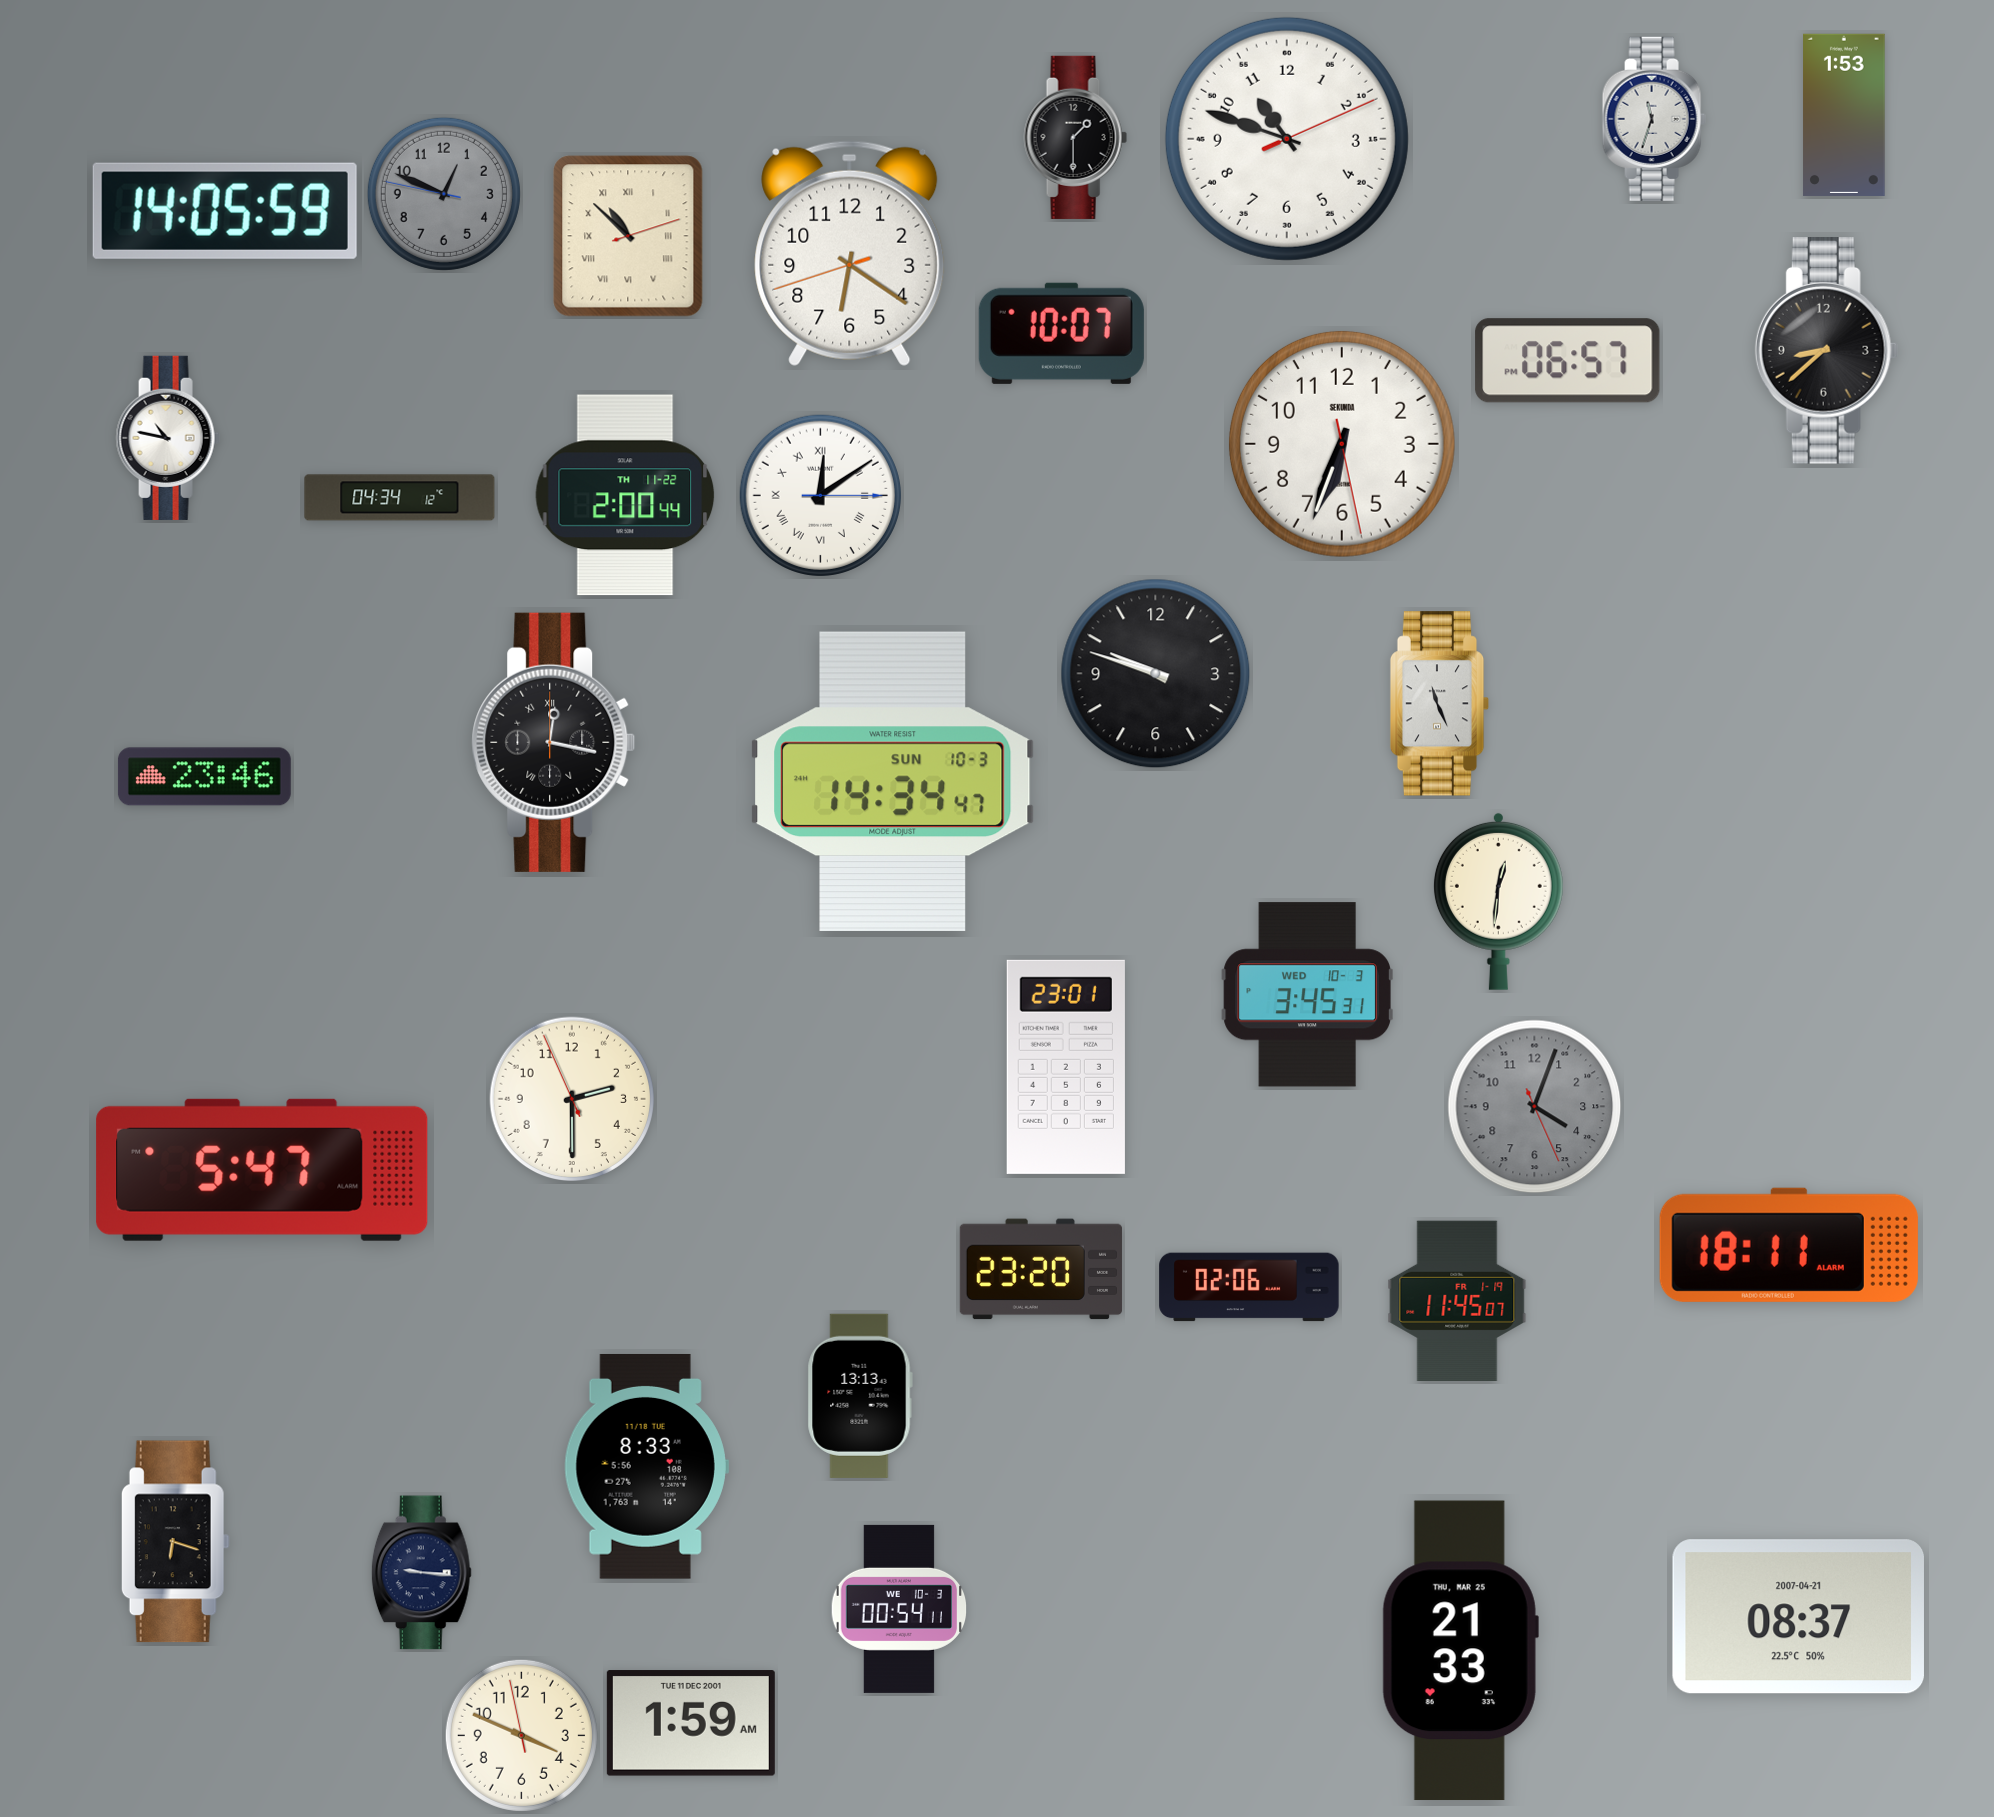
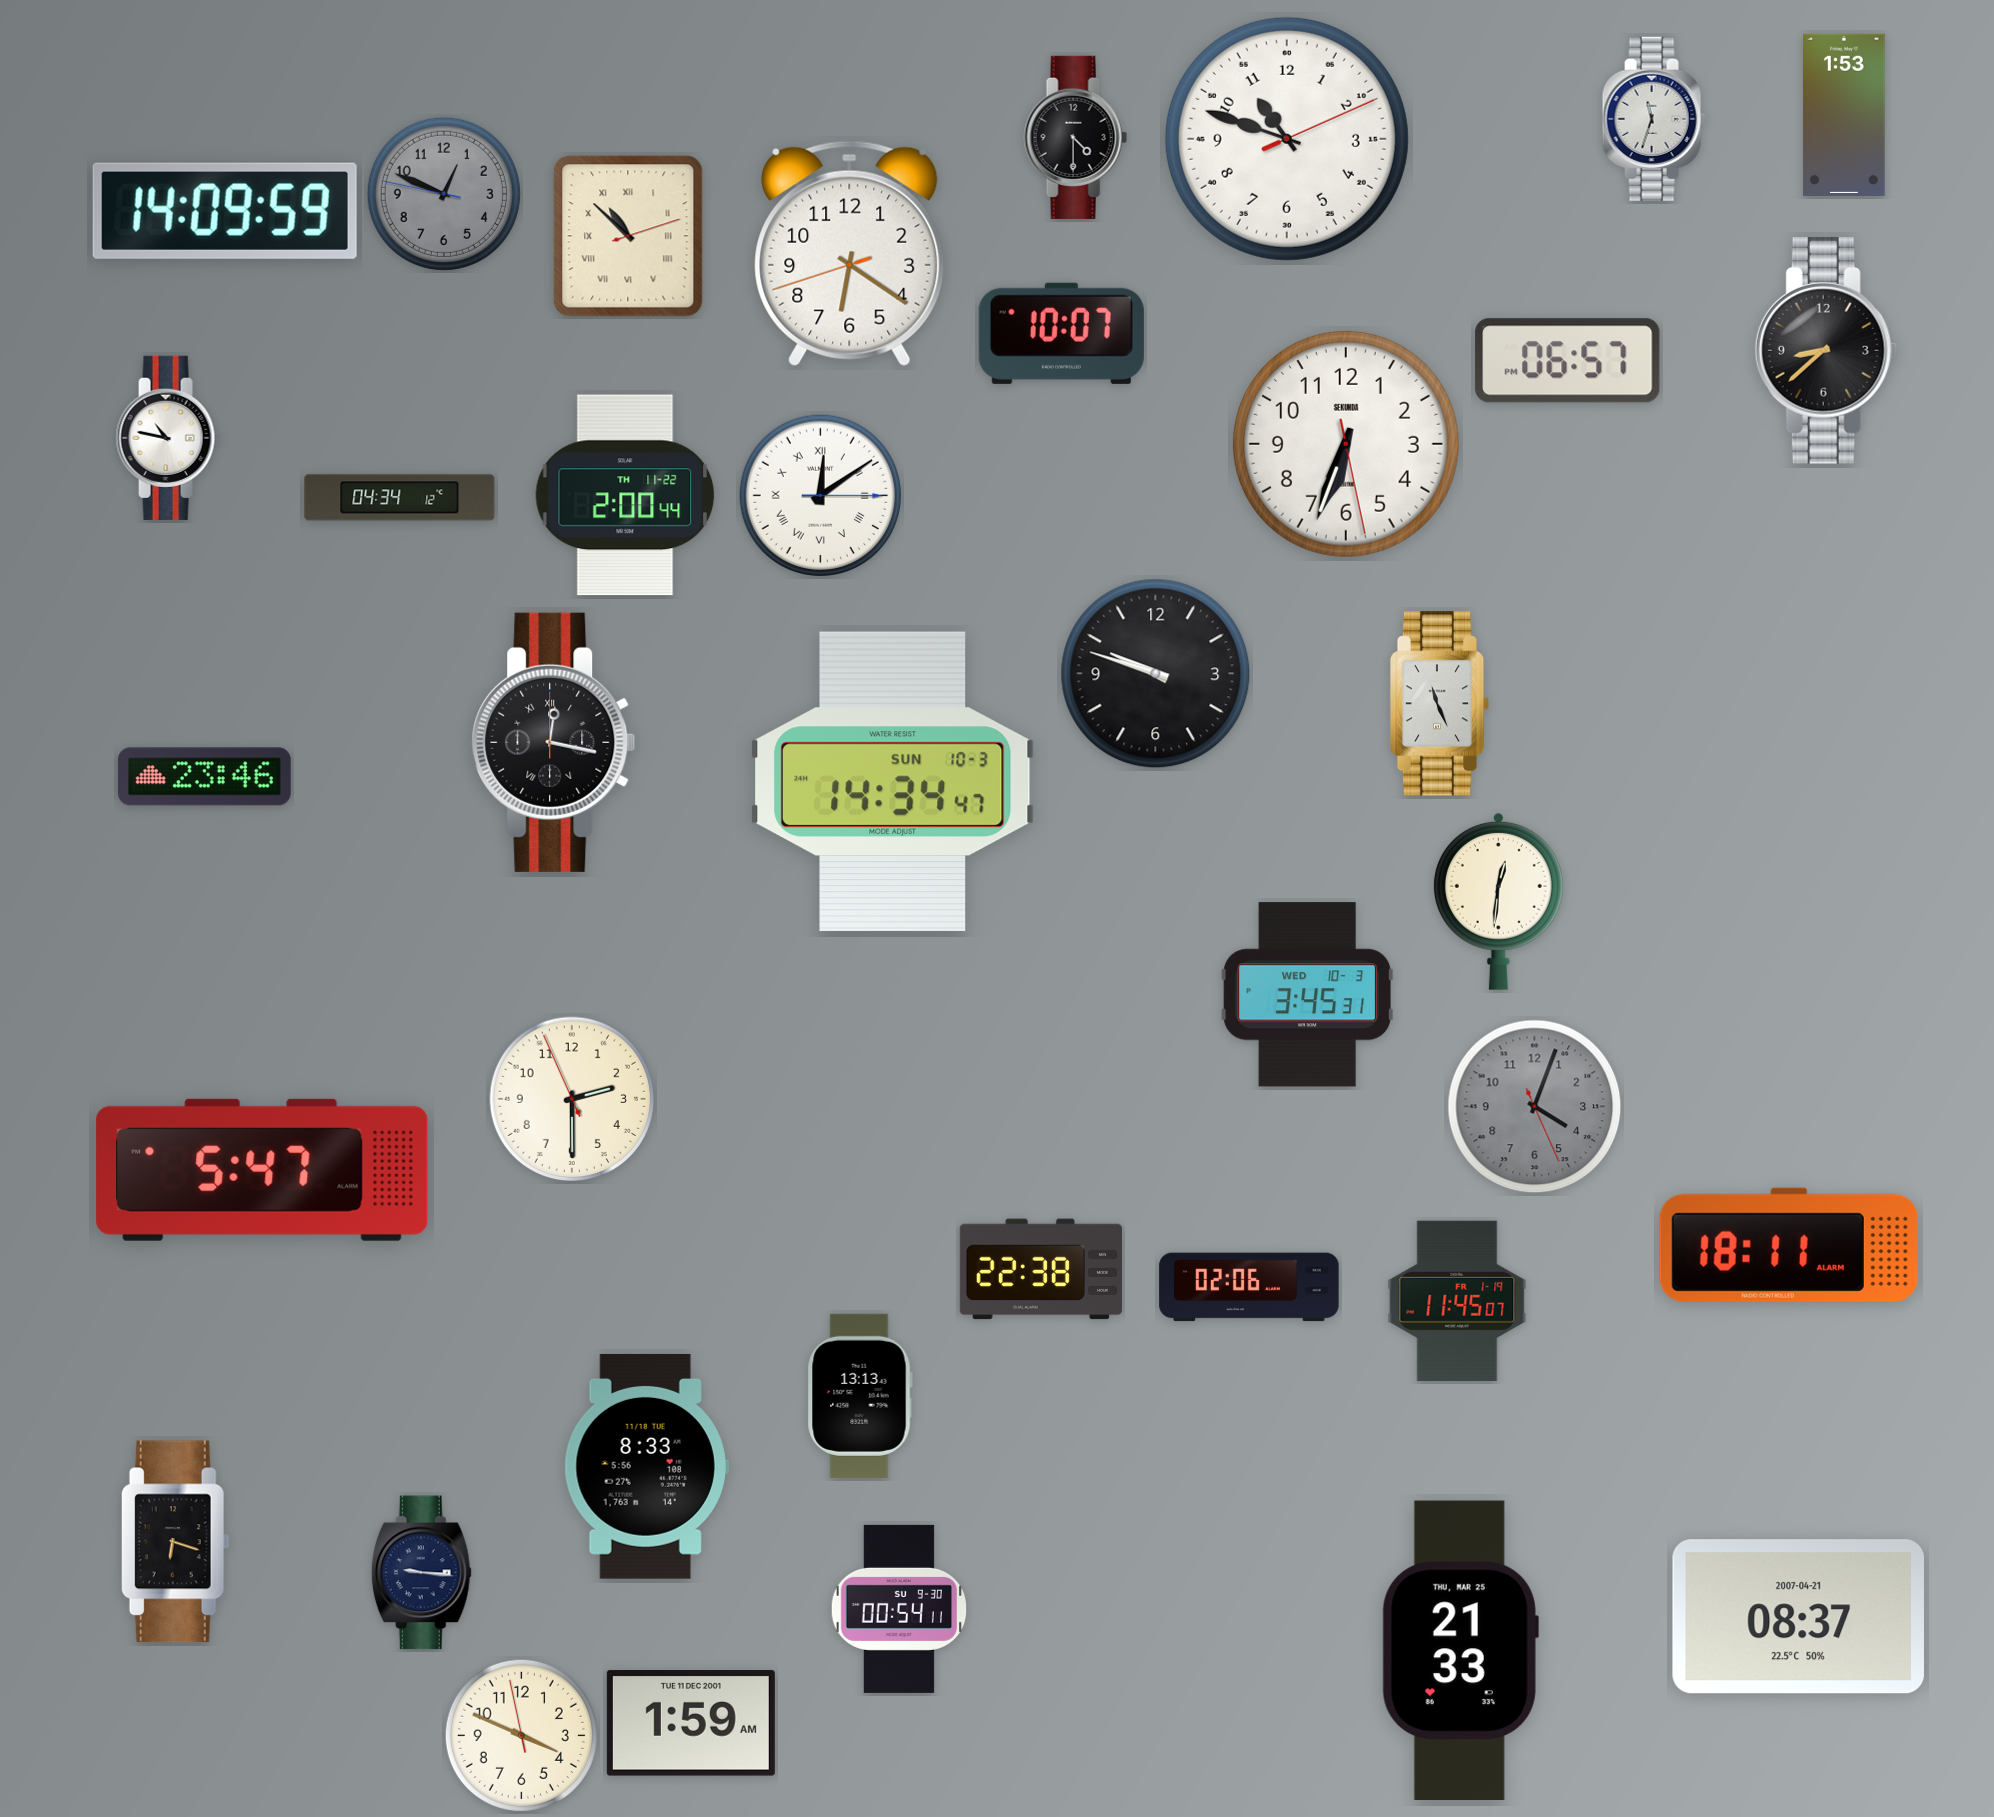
clock at (1075, 137): 1:30 -> 4:30
clock at (225, 211): 14:05 -> 14:09
clock at (1342, 444) position: (1342, 444) -> (1346, 444)
clock at (1066, 1067): 23:01 -> none
clock at (1041, 1269): 23:20 -> 22:38
clock at (899, 1609) date: WE 10-3 -> SU 9-30
